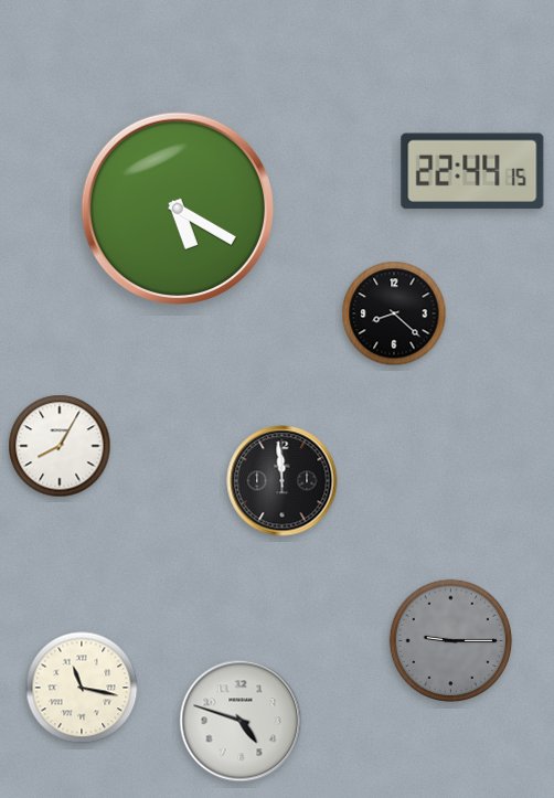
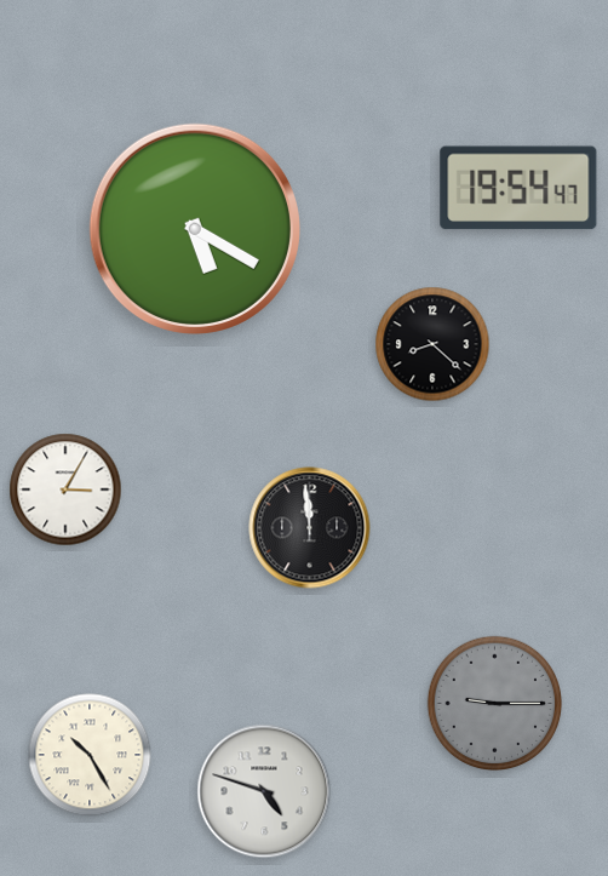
clock at (472, 171): 22:44 -> 19:54
clock at (60, 446): 8:05 -> 3:05
clock at (82, 688): 11:17 -> 10:25
